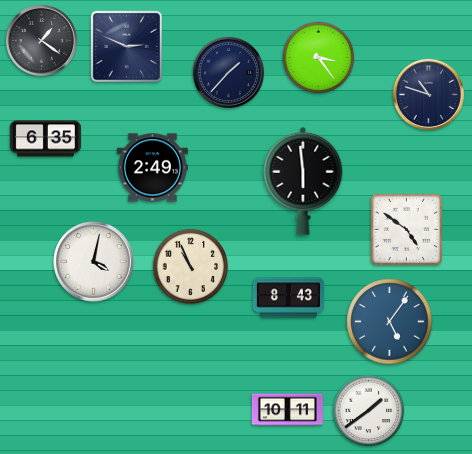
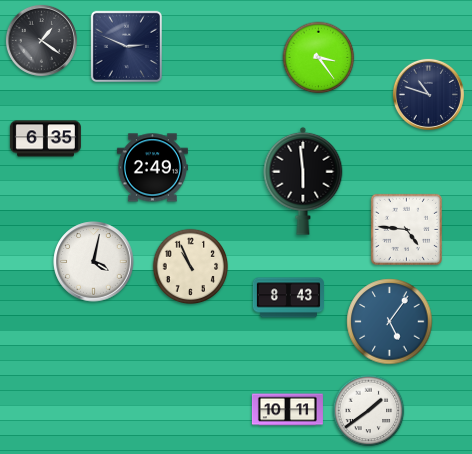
clock at (228, 72): 1:37 -> none
clock at (406, 229): 4:51 -> 4:46
